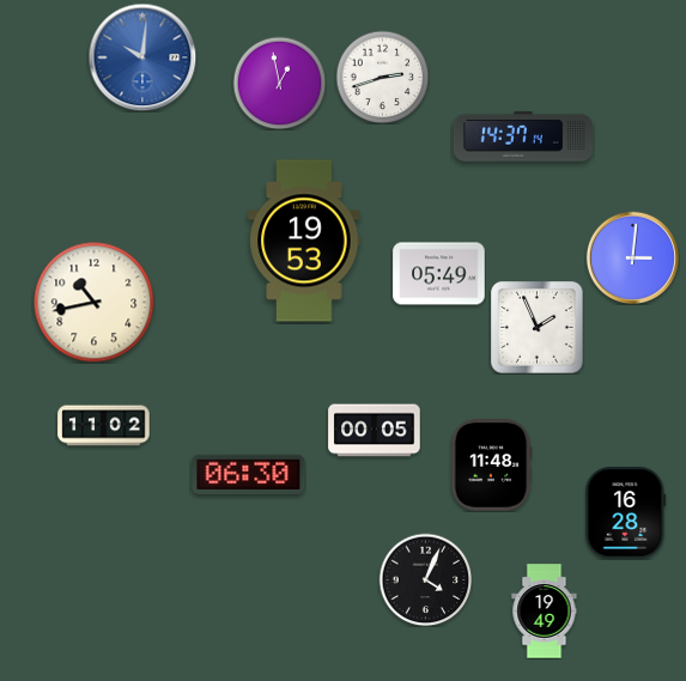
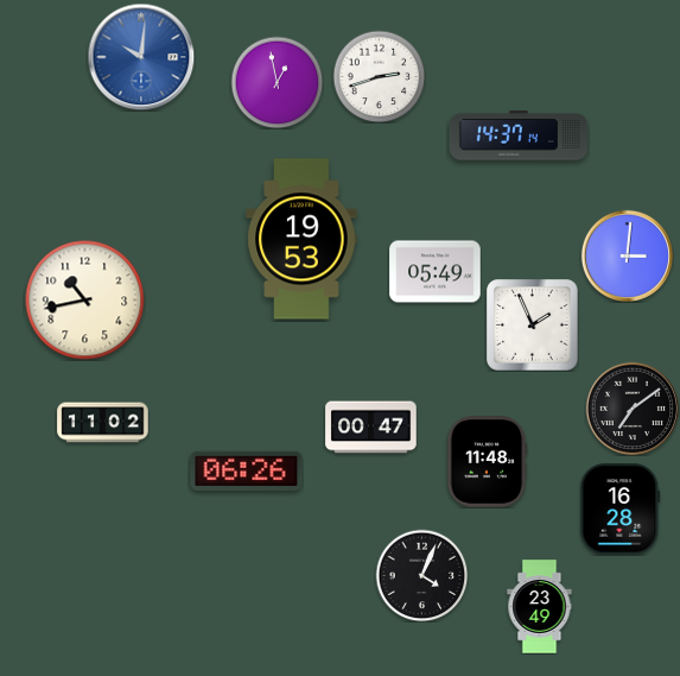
clock at (95, 303) position: (95, 303) -> (85, 301)
clock at (631, 408): none -> 7:09
clock at (375, 431): 00:05 -> 00:47
clock at (249, 474): 06:30 -> 06:26
clock at (545, 612): 19:49 -> 23:49
